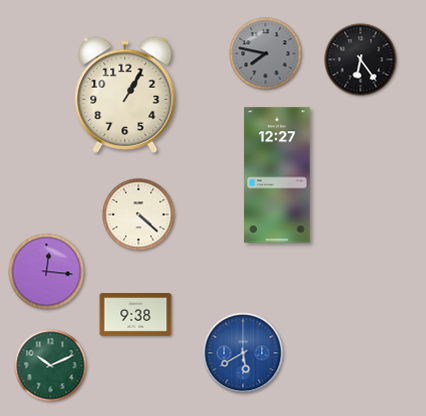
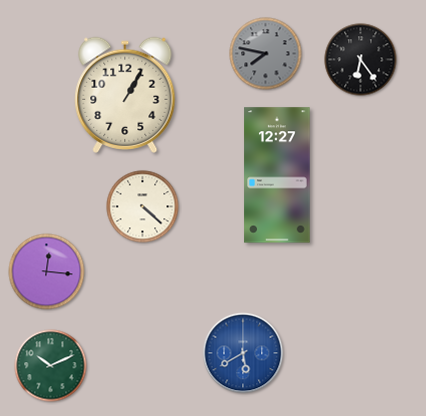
clock at (139, 215) position: (139, 215) -> (143, 207)
clock at (136, 315): 9:38 -> none
